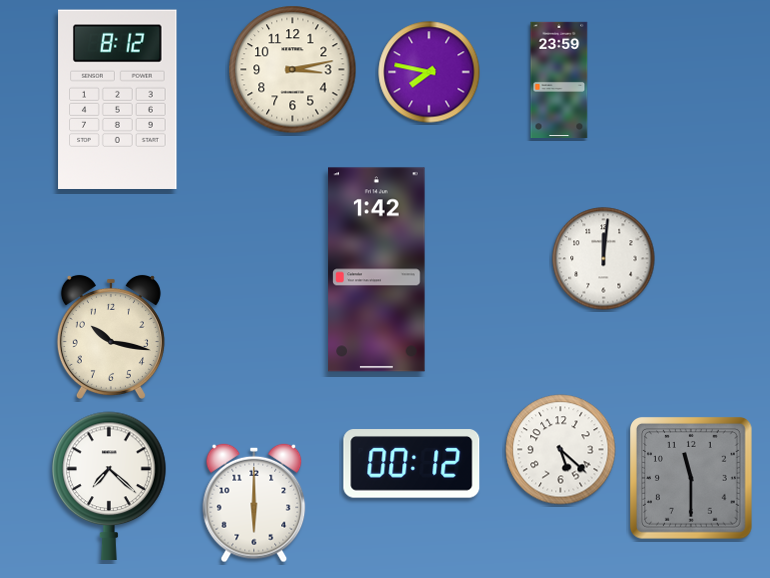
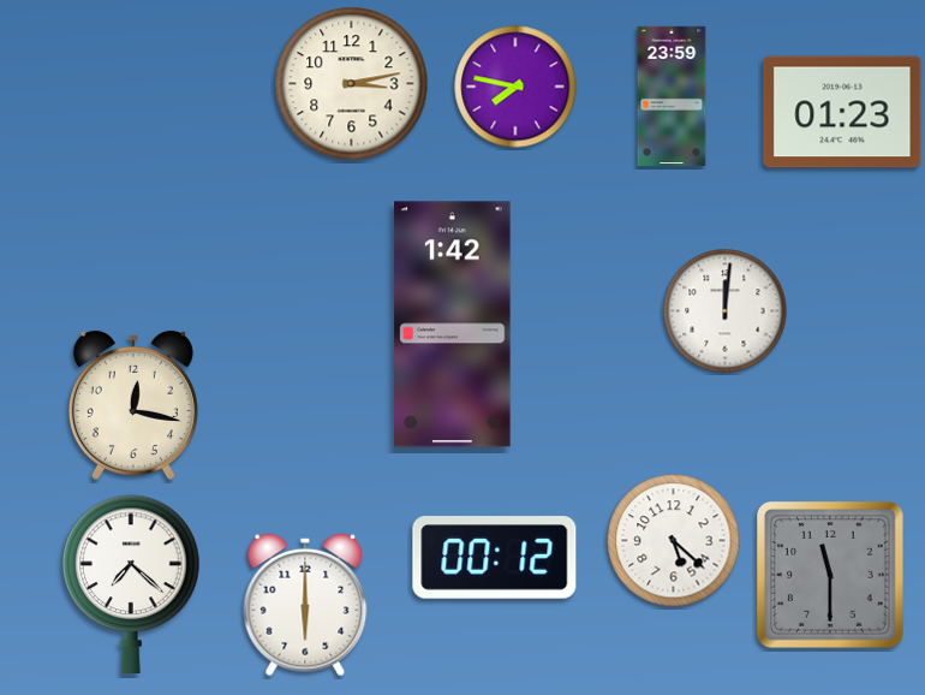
clock at (842, 112): none -> 01:23
clock at (118, 100): 8:12 -> none
clock at (111, 337): 10:17 -> 12:17
